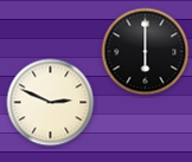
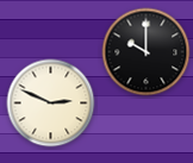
clock at (146, 52): 6:00 -> 10:00
